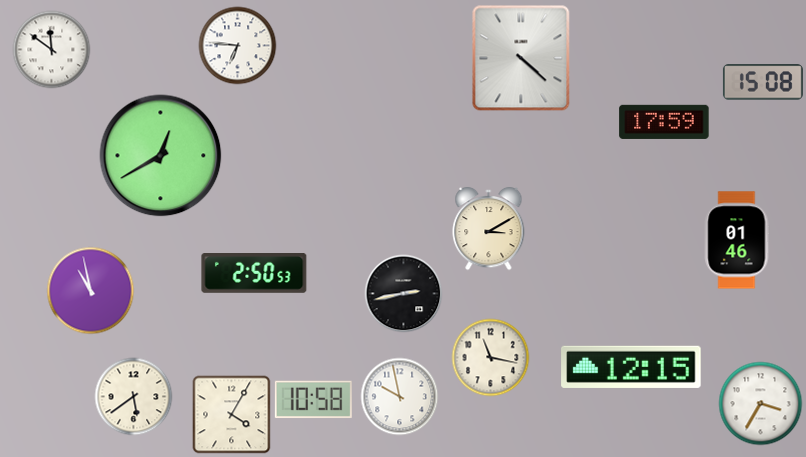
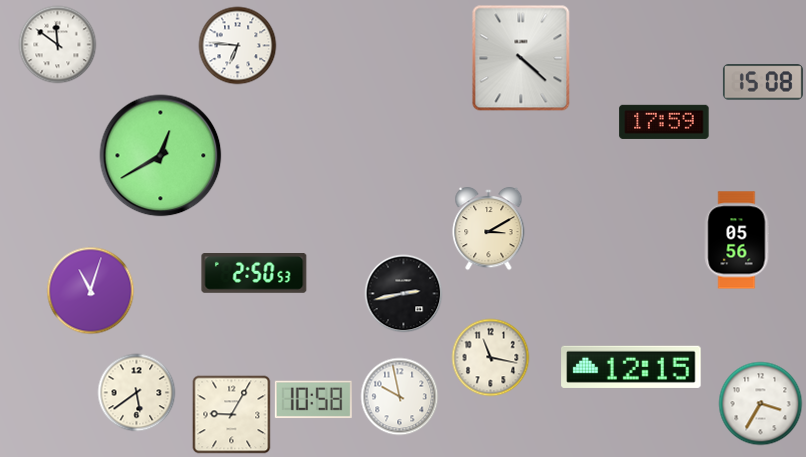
clock at (51, 49) position: (51, 49) -> (57, 44)
clock at (737, 240): 01:46 -> 05:56
clock at (90, 290): 10:58 -> 11:03
clock at (133, 396) position: (133, 396) -> (136, 392)
clock at (231, 414): 4:05 -> 9:05
